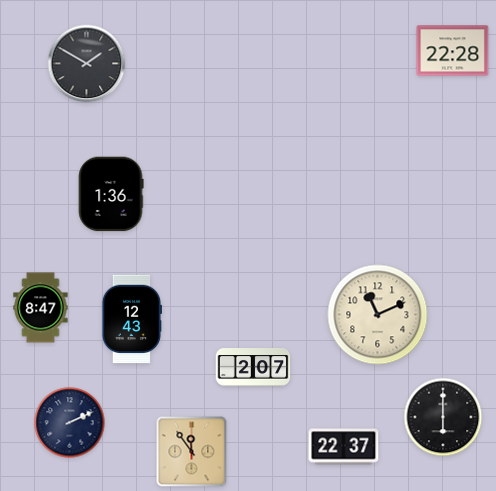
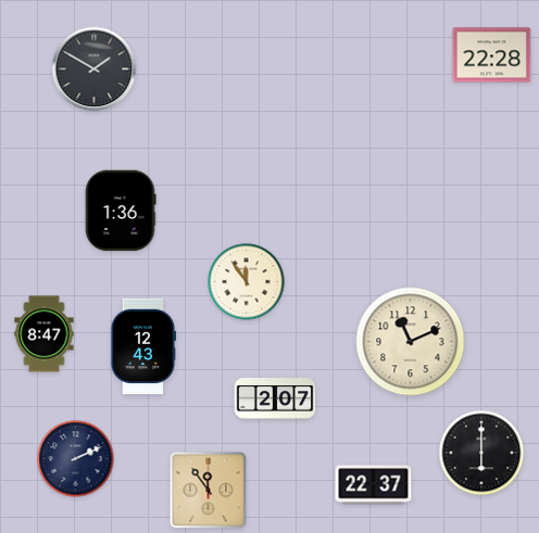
clock at (247, 282): none -> 11:54
